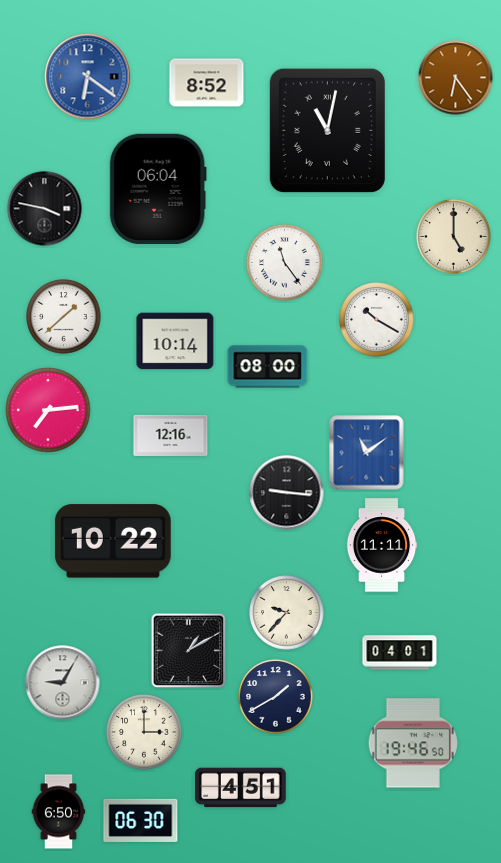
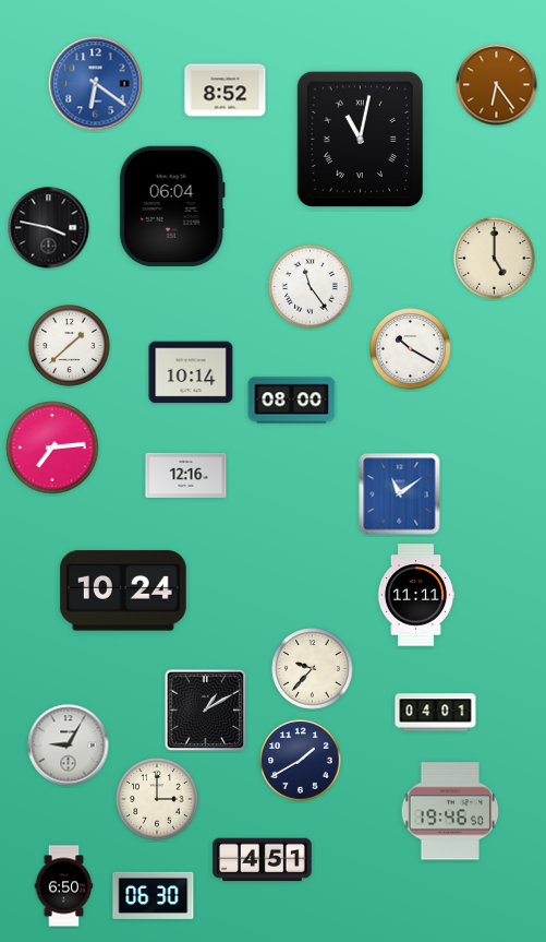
clock at (327, 130) position: (327, 130) -> (360, 139)
clock at (287, 493): 9:16 -> none
clock at (113, 541): 10:22 -> 10:24
